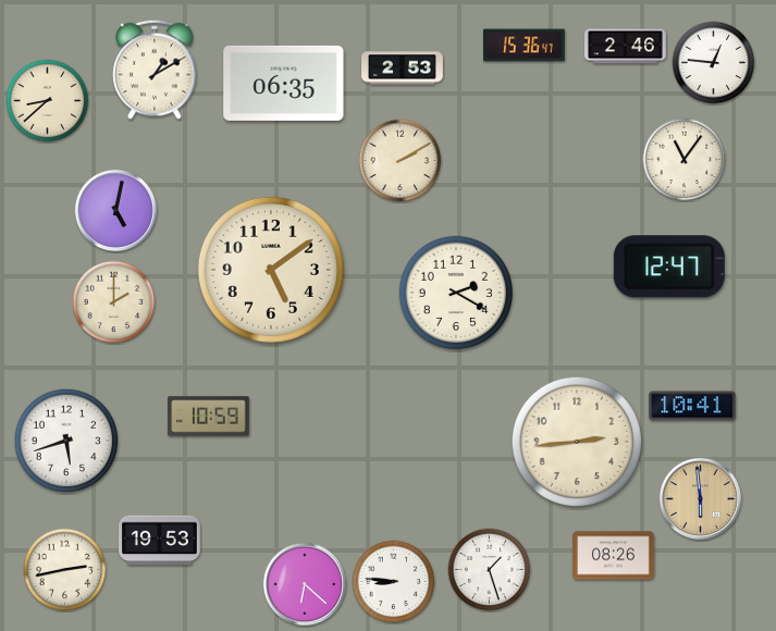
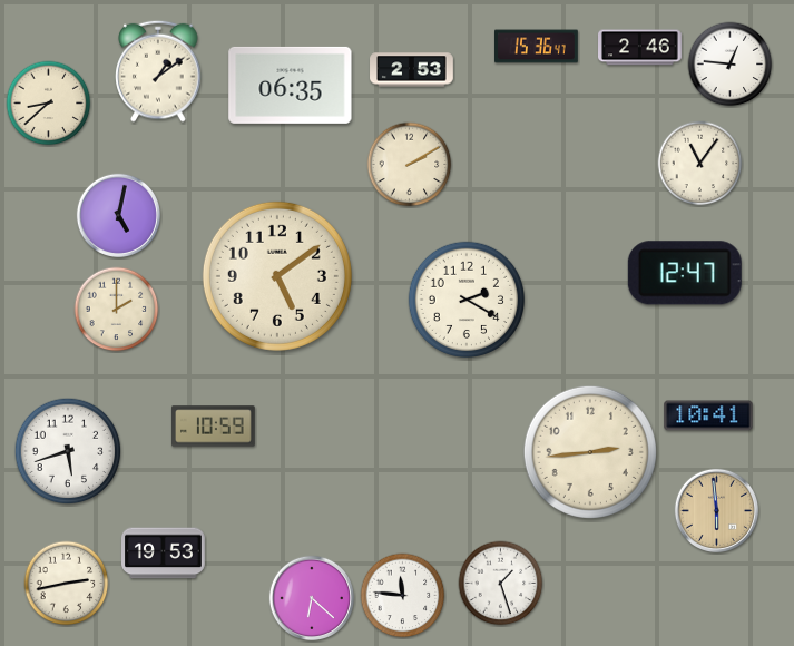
clock at (155, 70): 1:10 -> 1:09
clock at (614, 556): 08:26 -> none
clock at (394, 582): 8:46 -> 11:46
